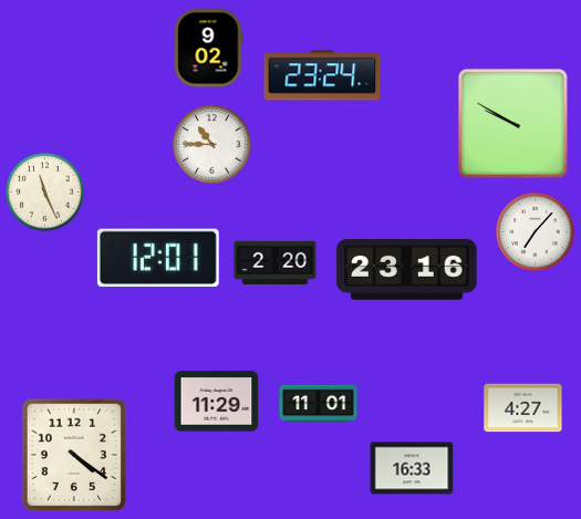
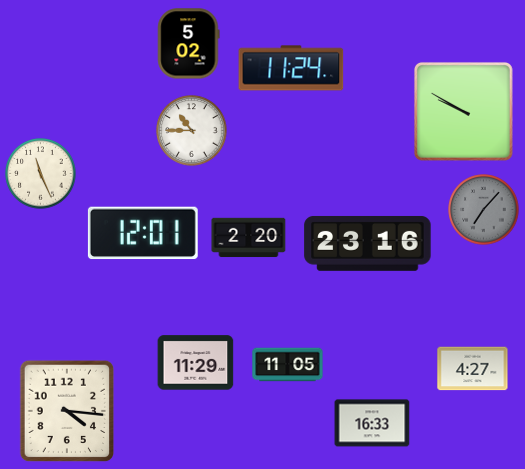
clock at (209, 49): 9:02 -> 5:02
clock at (322, 75): 23:24 -> 11:24
clock at (536, 232) dial: white -> grey
clock at (319, 404): 11:01 -> 11:05
clock at (74, 455): 4:21 -> 4:16
